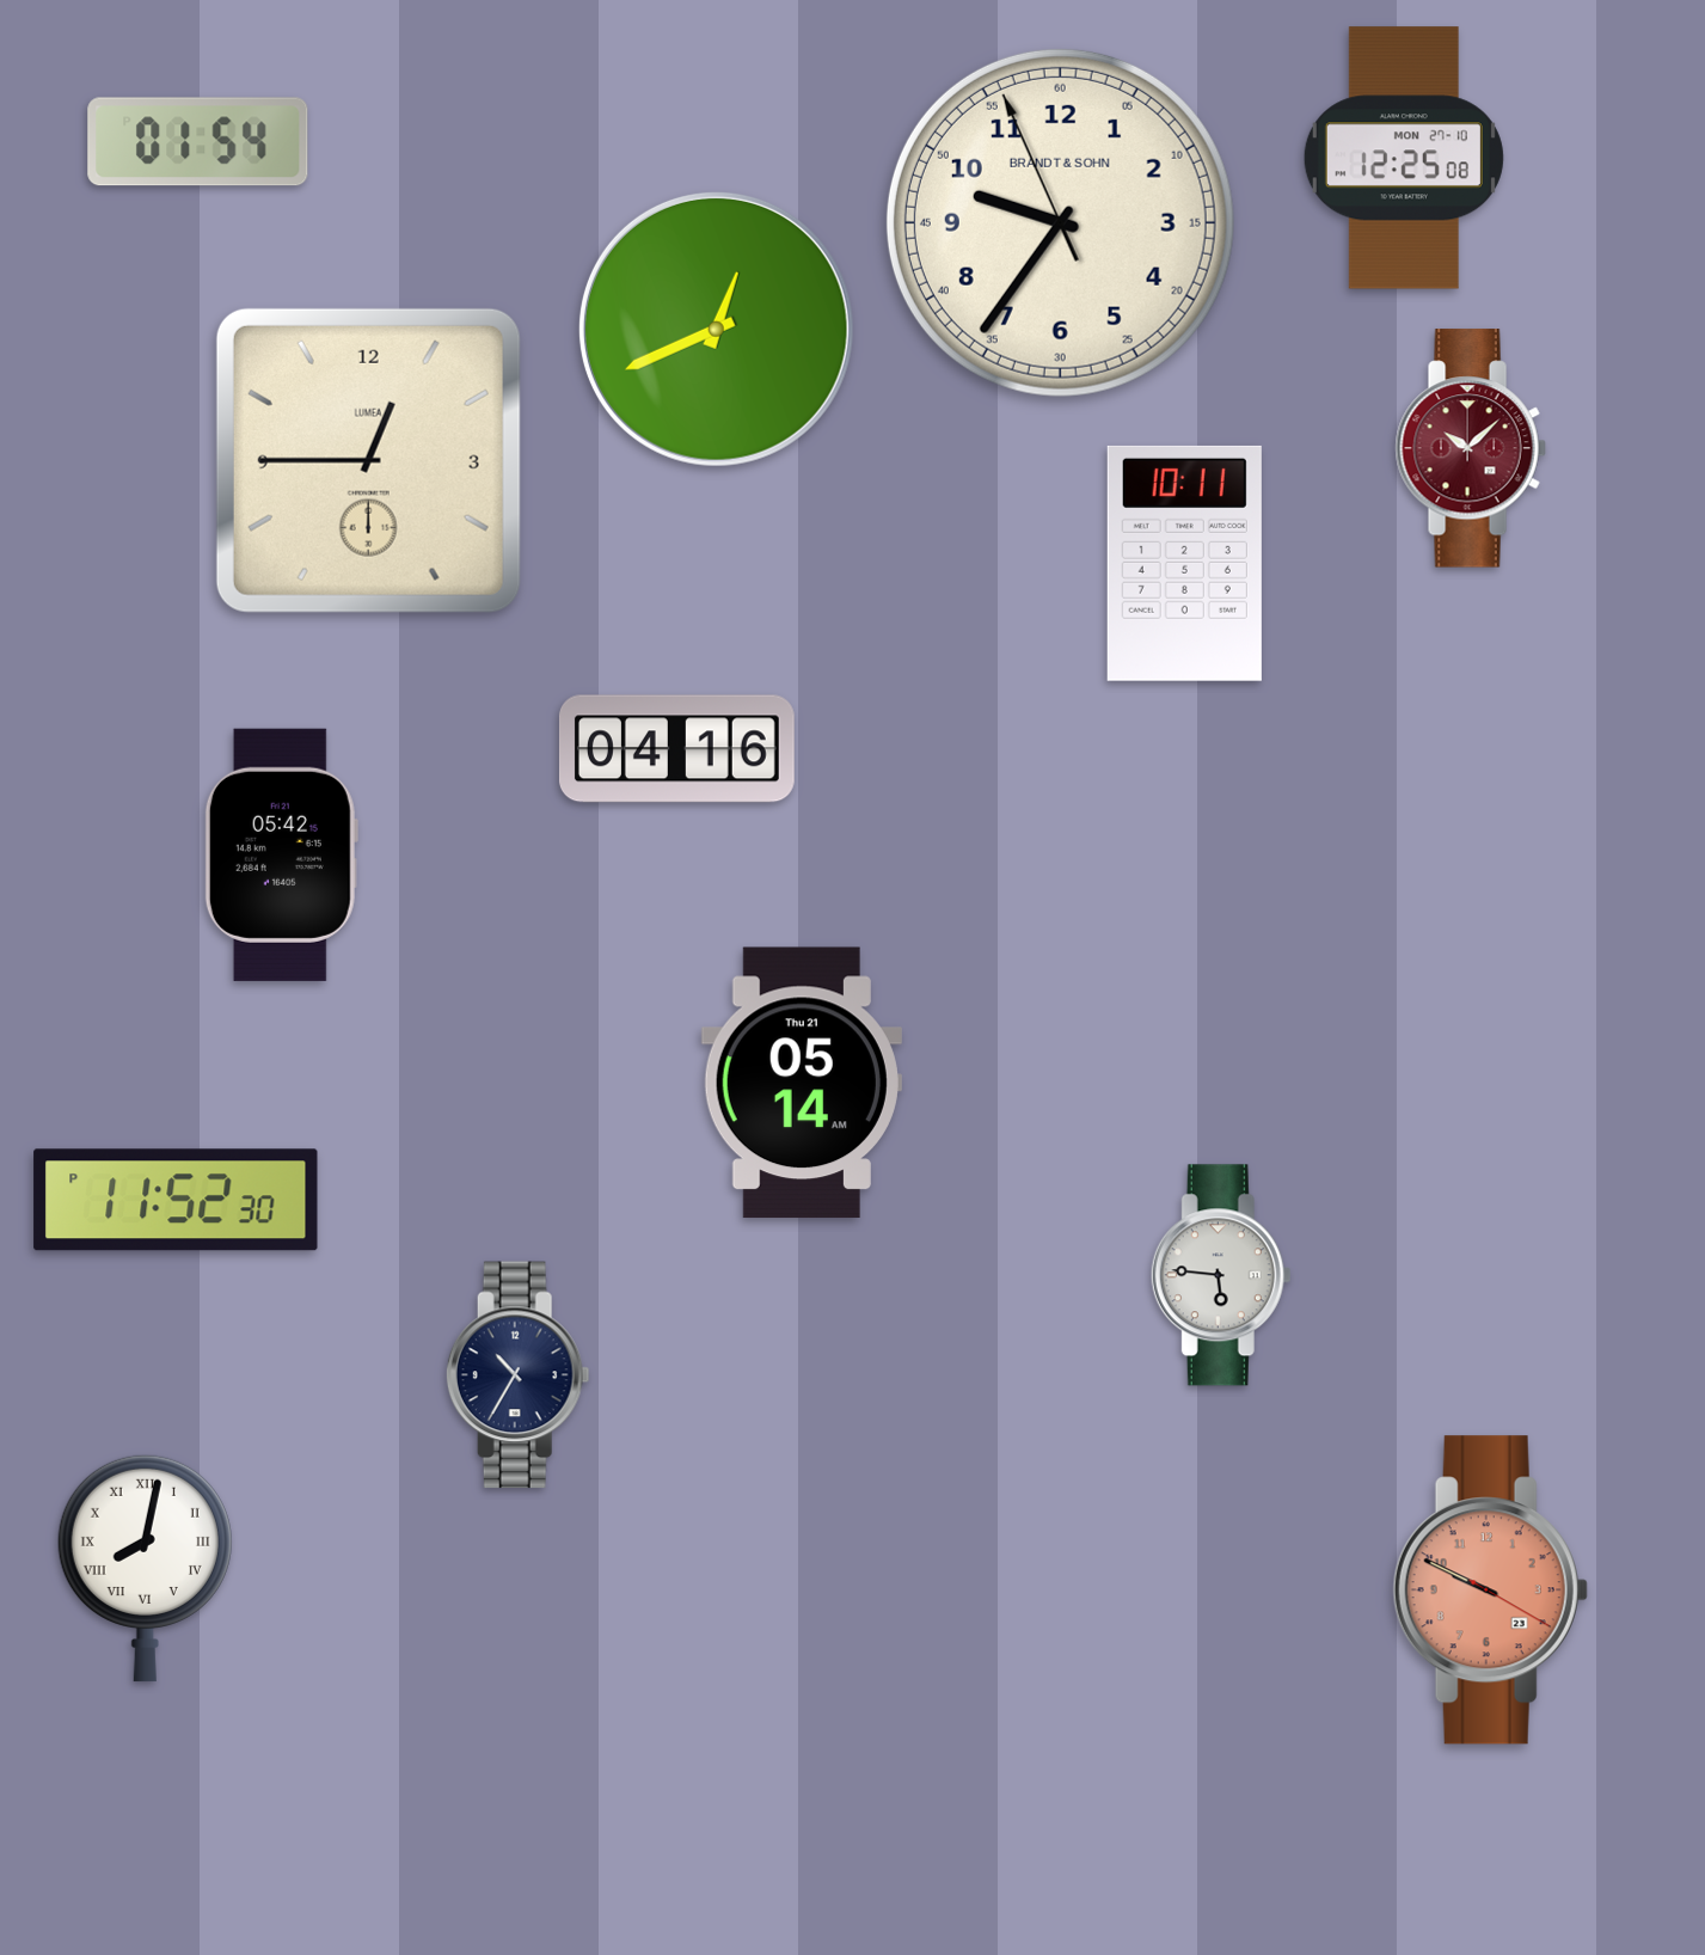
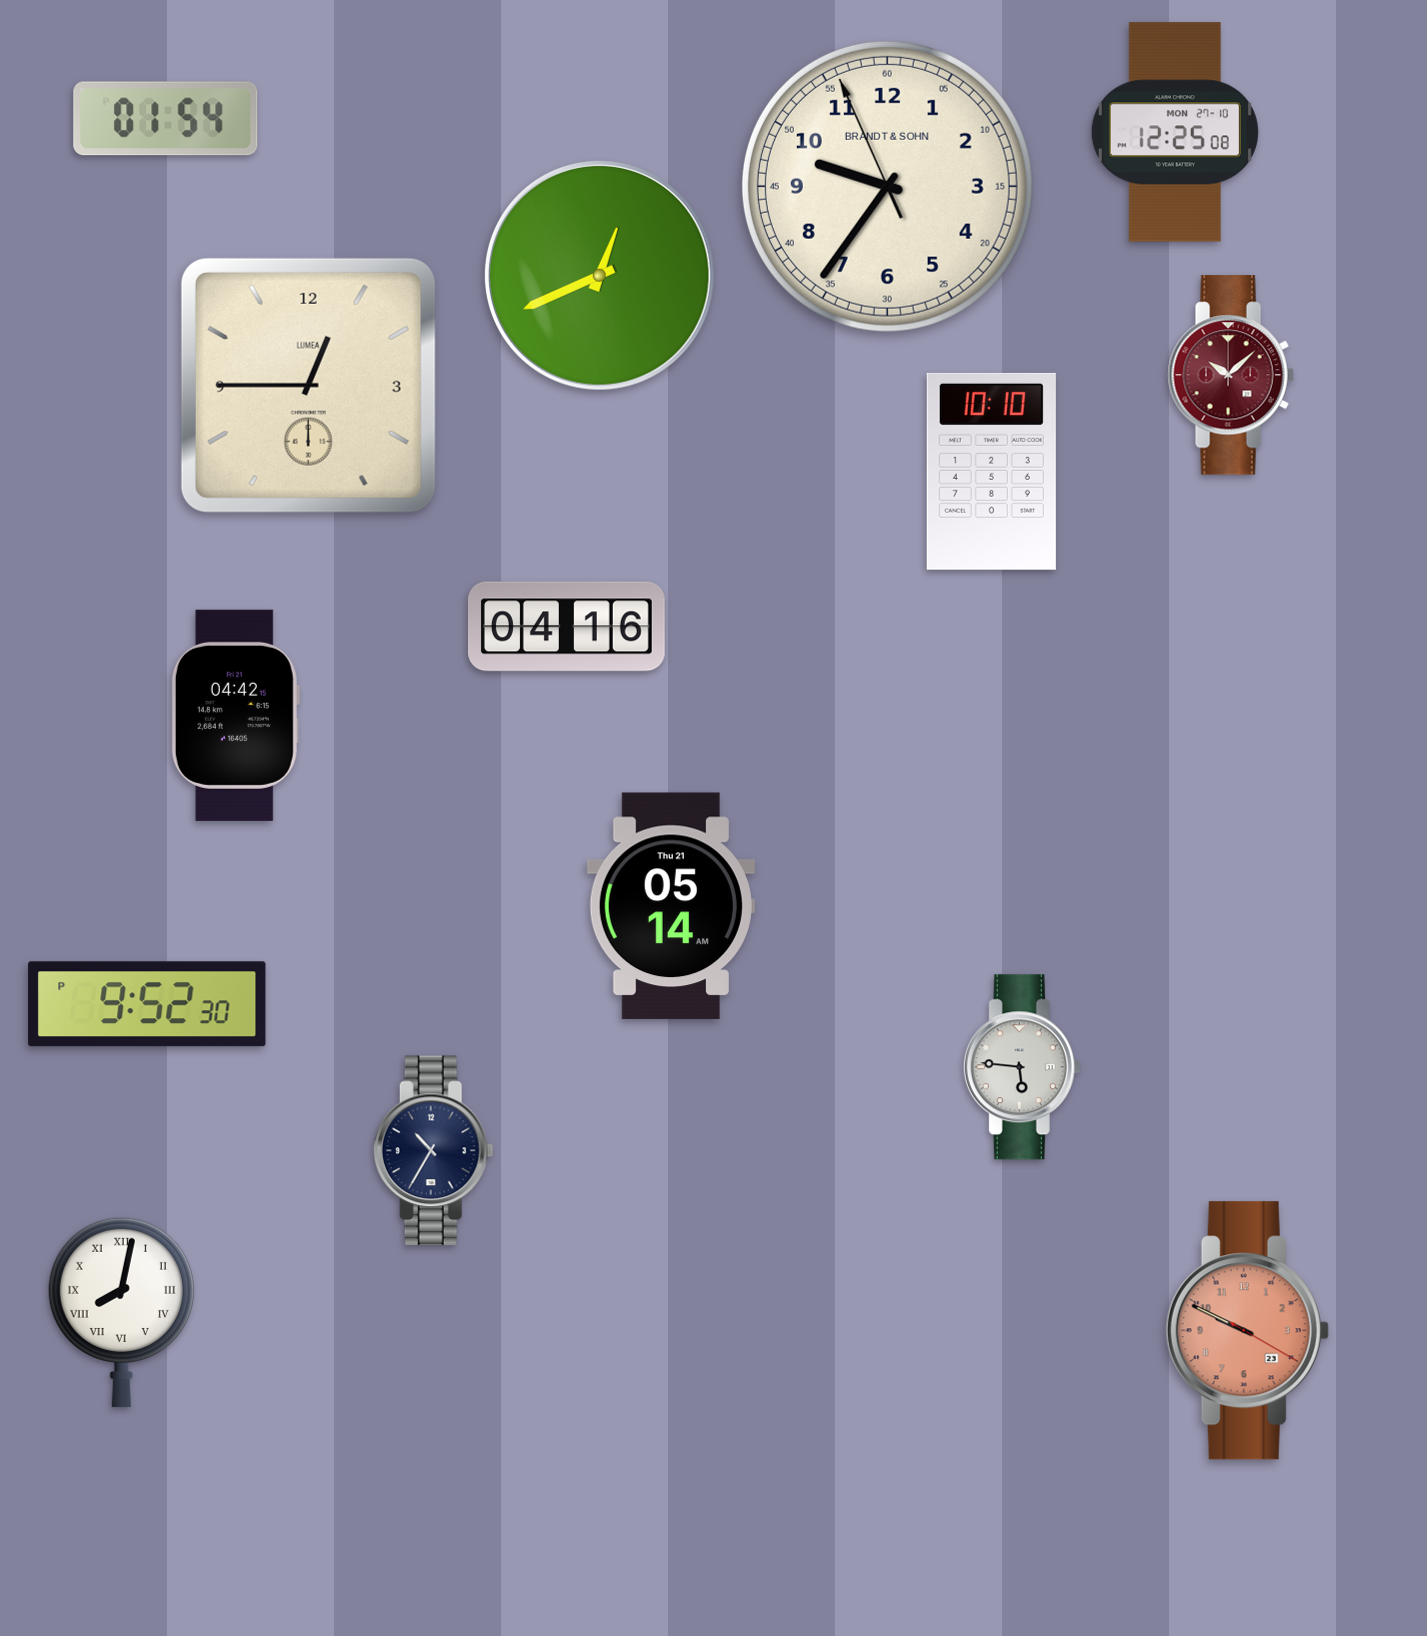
clock at (1184, 563): 10:11 -> 10:10
clock at (281, 854): 05:42 -> 04:42
clock at (176, 1200): 11:52 -> 9:52
